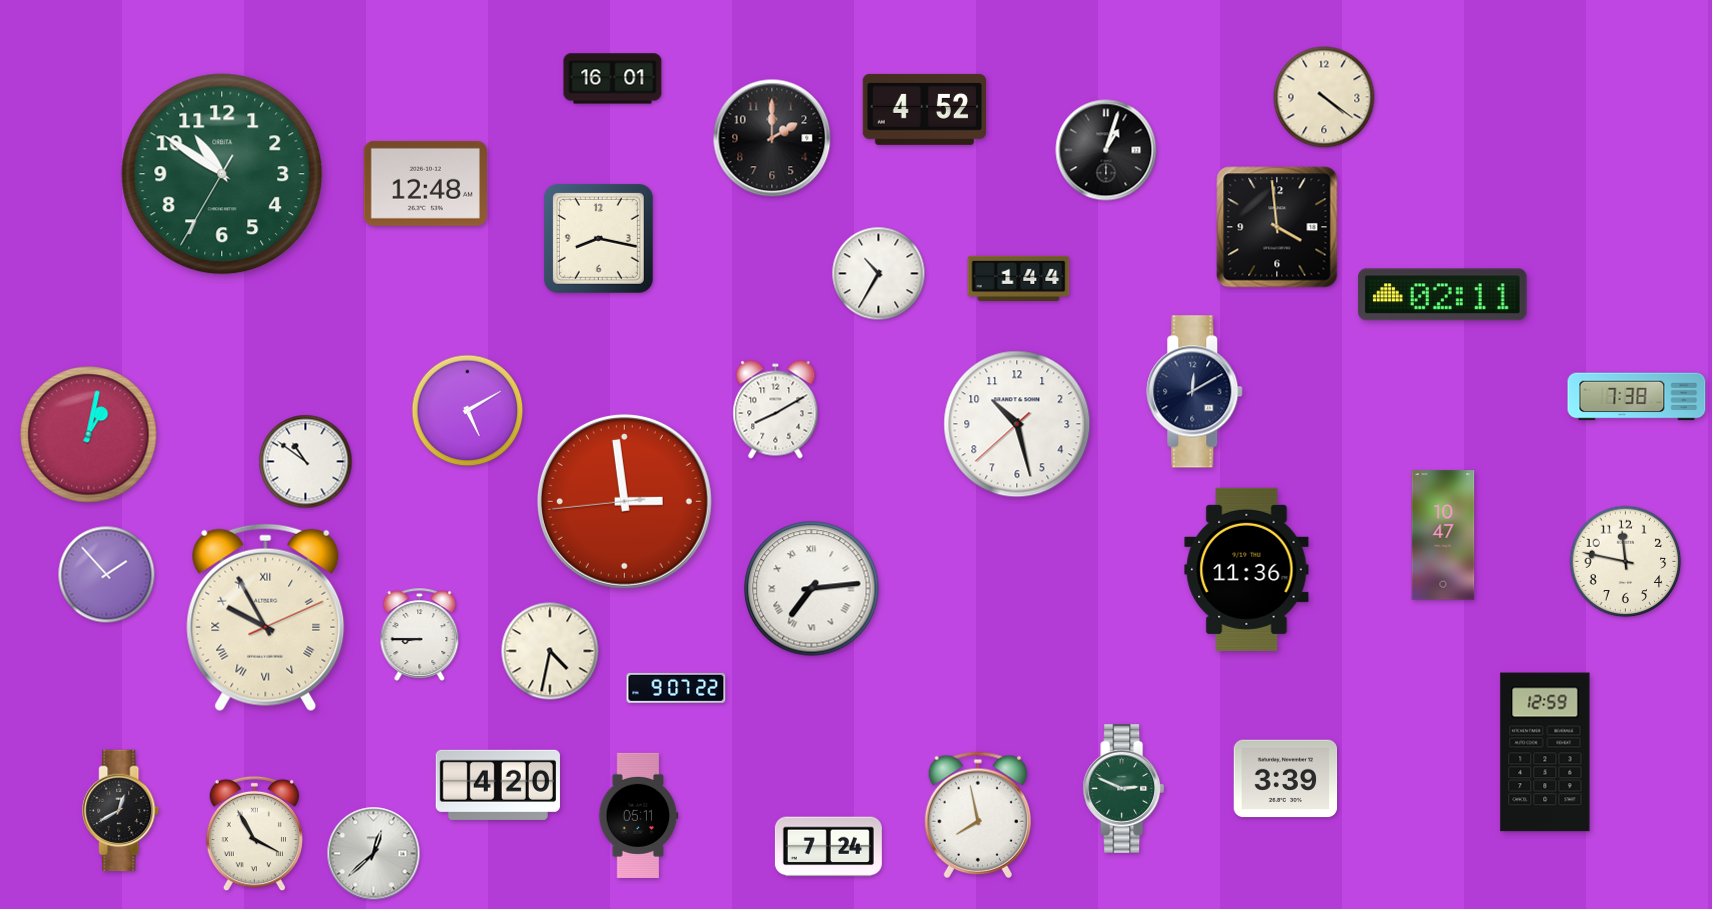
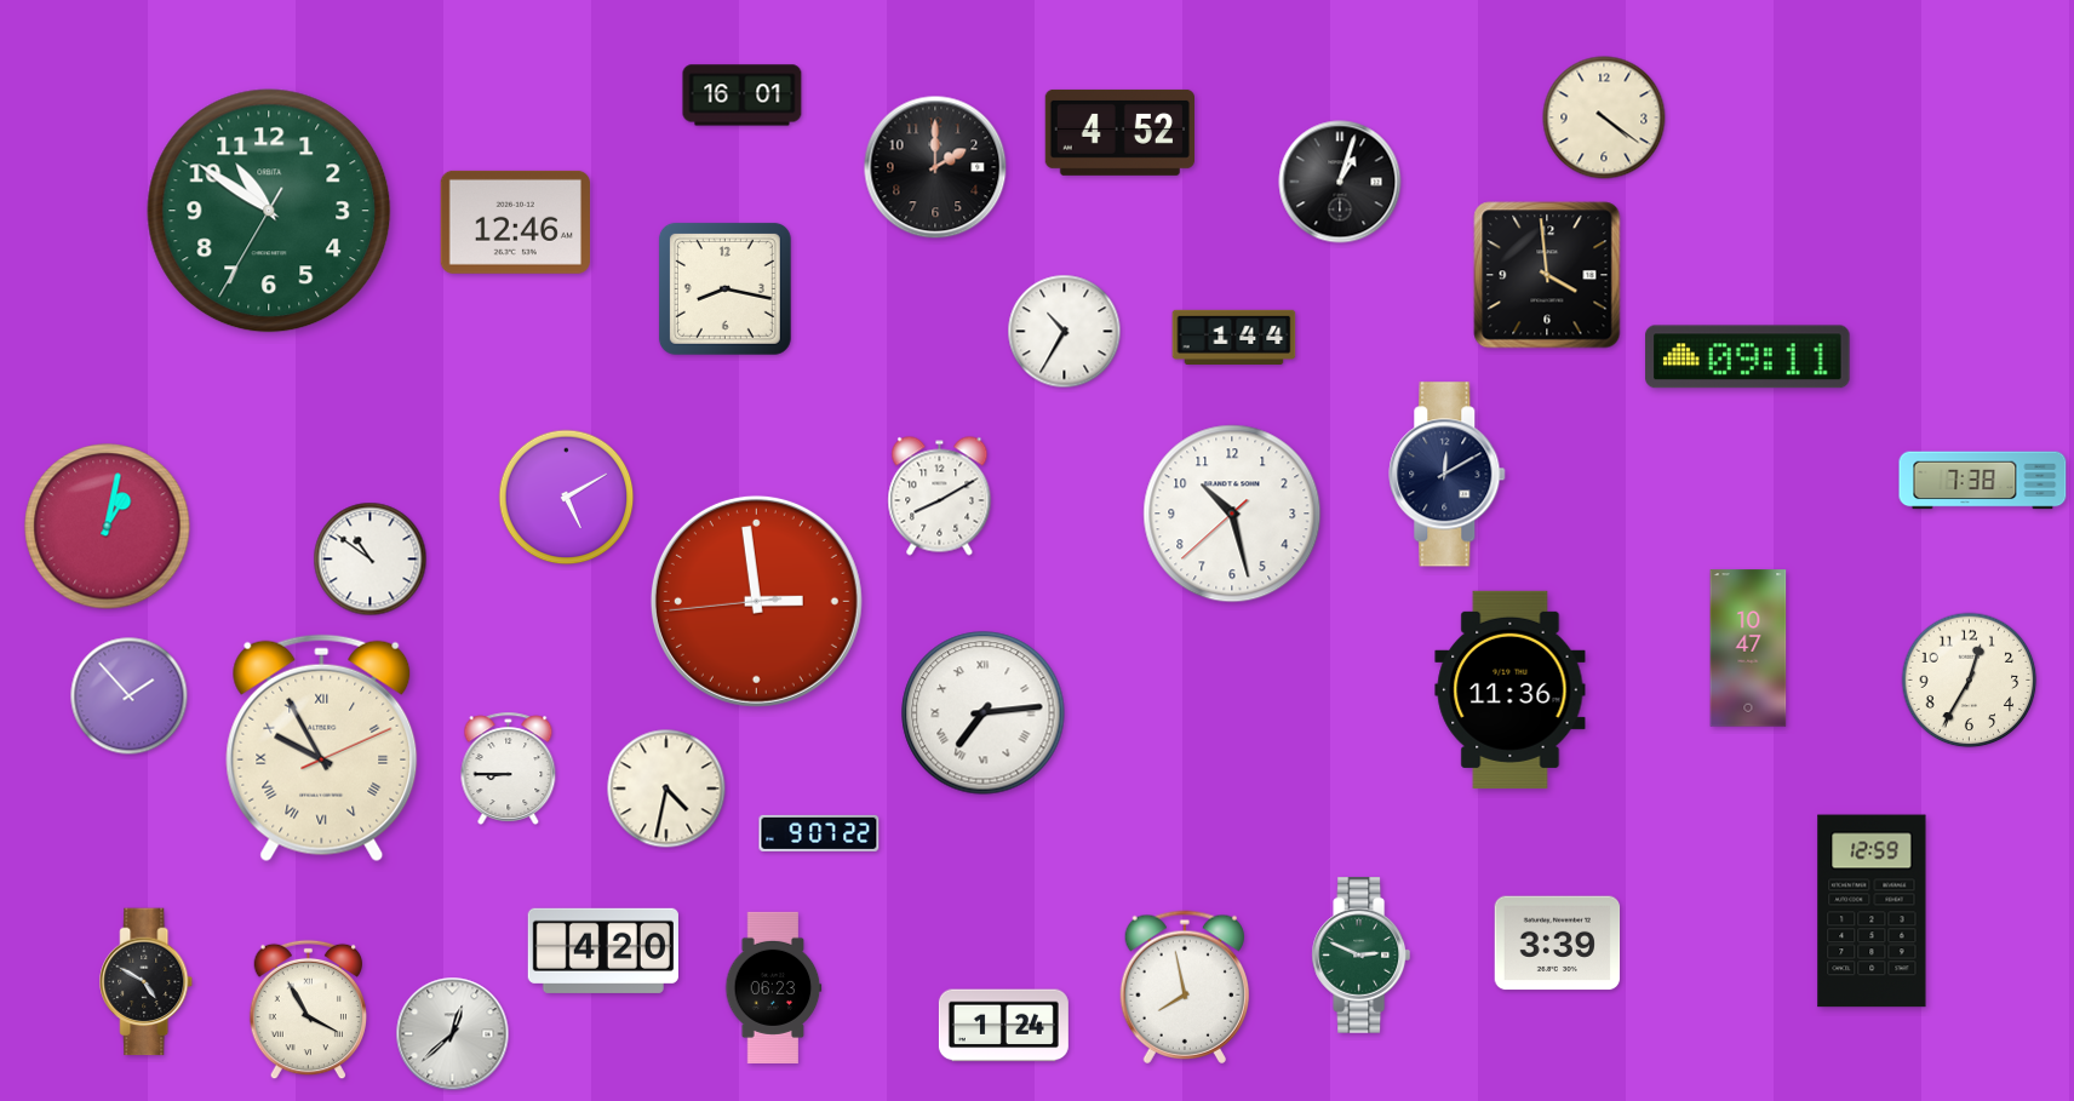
clock at (425, 183): 12:48 -> 12:46
clock at (1443, 295): 02:11 -> 09:11
clock at (624, 501) position: (624, 501) -> (756, 601)
clock at (1626, 562): 11:47 -> 12:35
clock at (121, 811): 12:40 -> 4:50
clock at (639, 815): 05:11 -> 06:23
clock at (828, 847): 7:24 -> 1:24
